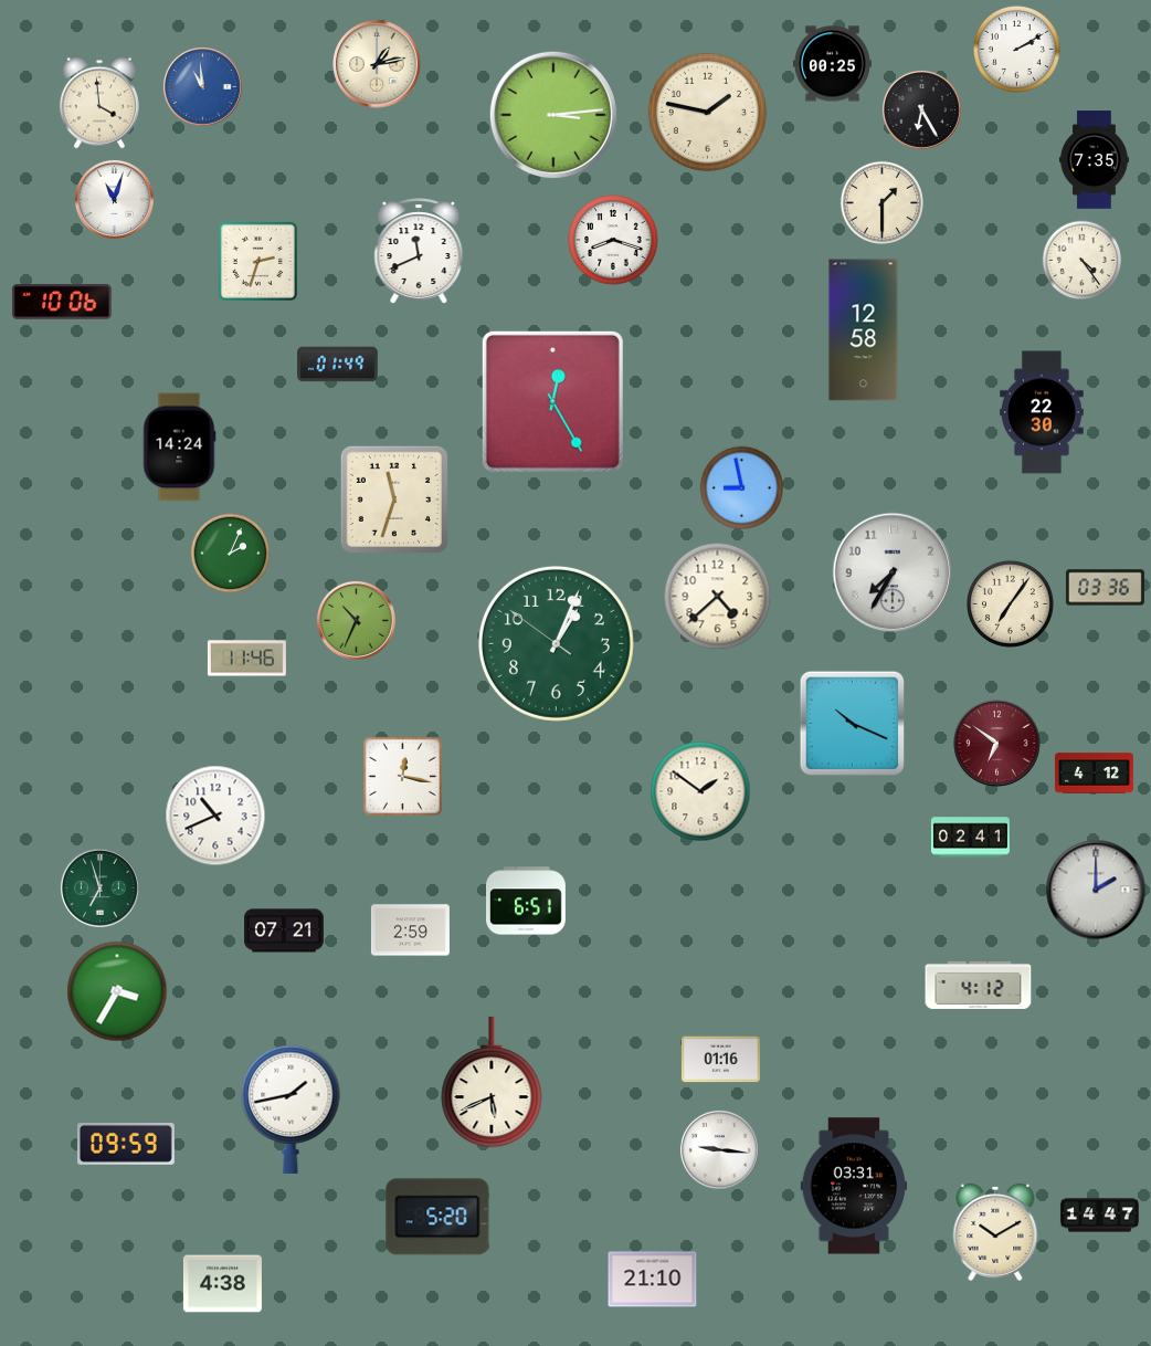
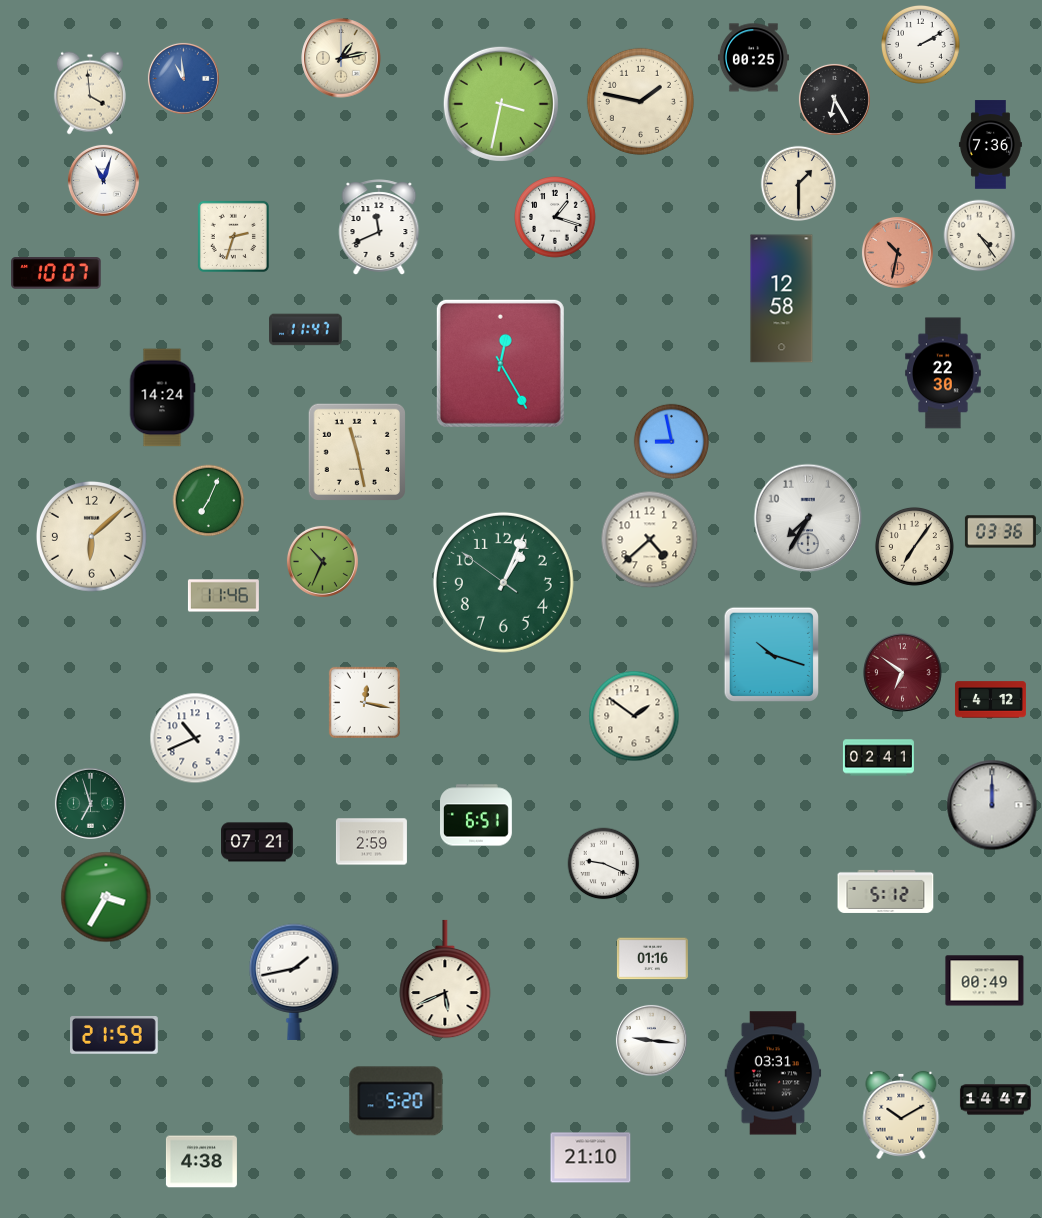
clock at (553, 115): 3:14 -> 3:32
clock at (1094, 160): 7:35 -> 7:36
clock at (613, 240): 8:18 -> 1:18
clock at (897, 252): none -> 10:32
clock at (62, 302): 10:06 -> 10:07
clock at (338, 365): 01:49 -> 11:47
clock at (179, 448) position: (179, 448) -> (162, 398)
clock at (394, 500): 11:33 -> 11:28
clock at (231, 554): 2:04 -> 7:04
clock at (91, 536): none -> 6:08
clock at (852, 723): 10:19 -> 10:18
clock at (1096, 890): 2:00 -> 12:00
clock at (604, 864): none -> 9:19
clock at (979, 985): 4:12 -> 5:12
clock at (985, 981): none -> 00:49
clock at (291, 1110) position: (291, 1110) -> (294, 982)
clock at (127, 1145): 09:59 -> 21:59
